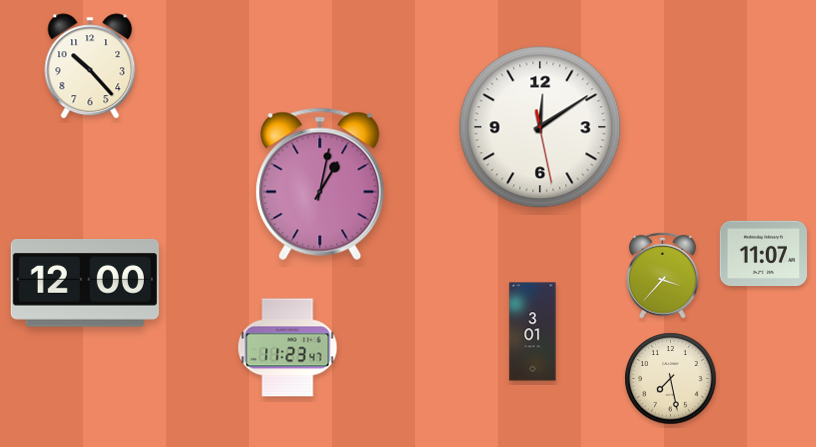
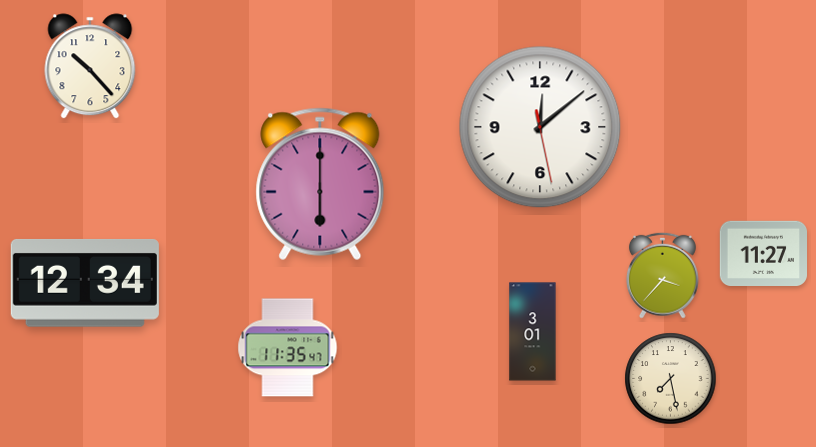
clock at (540, 127): 12:09 -> 12:08
clock at (320, 184): 1:02 -> 6:00
clock at (764, 253): 11:07 -> 11:27
clock at (85, 283): 12:00 -> 12:34
clock at (288, 348): 11:23 -> 11:35
